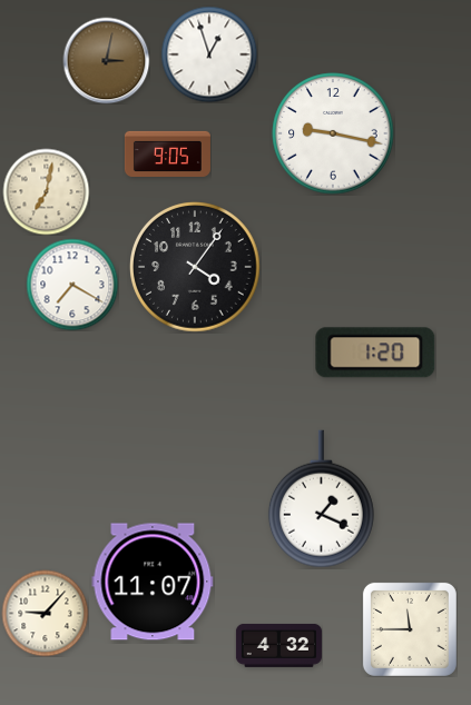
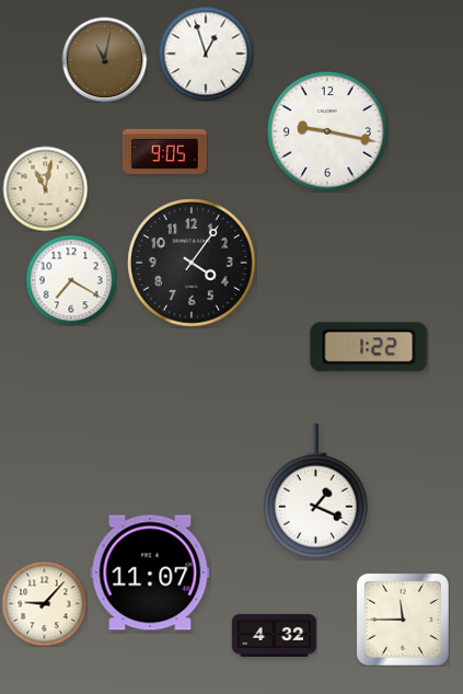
clock at (106, 60): 3:02 -> 11:02
clock at (46, 191): 7:02 -> 11:02
clock at (375, 352): 1:20 -> 1:22
